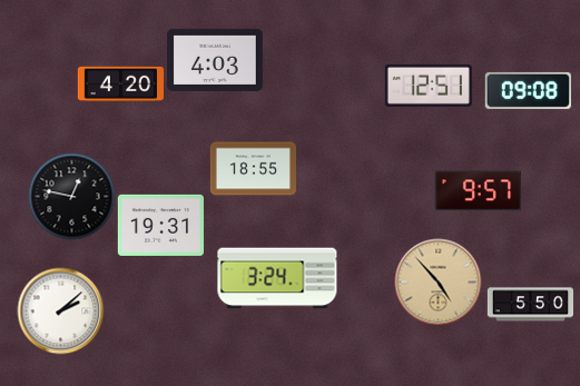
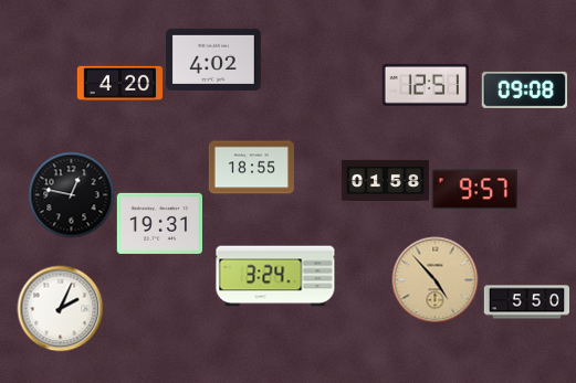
clock at (216, 60): 4:03 -> 4:02
clock at (385, 180): none -> 01:58
clock at (60, 310): 2:08 -> 2:04
